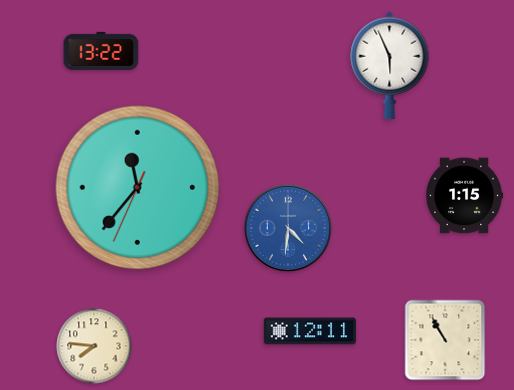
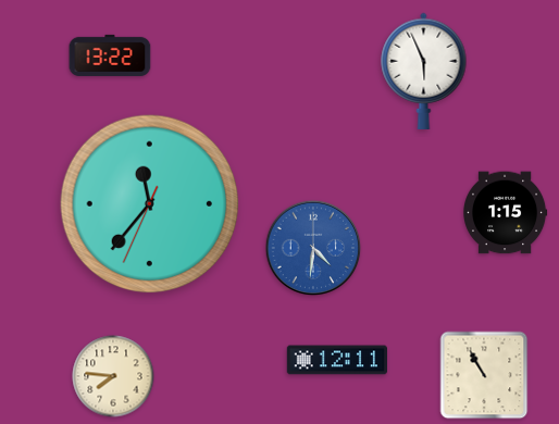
clock at (445, 340) position: (445, 340) -> (484, 375)
clock at (94, 346) position: (94, 346) -> (113, 376)
